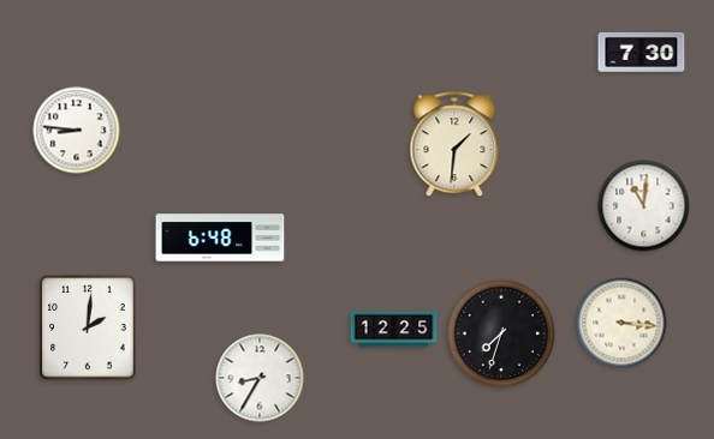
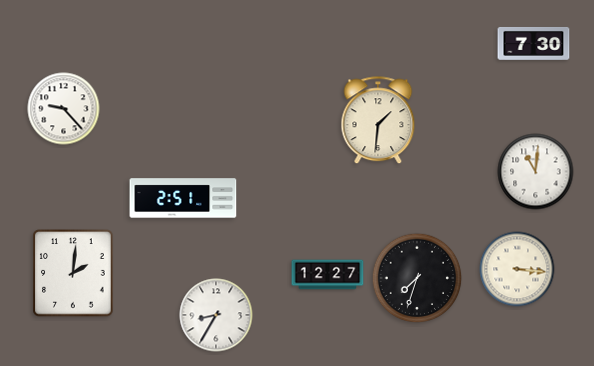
clock at (77, 131): 8:46 -> 9:23
clock at (220, 237): 6:48 -> 2:51
clock at (394, 330): 12:25 -> 12:27
